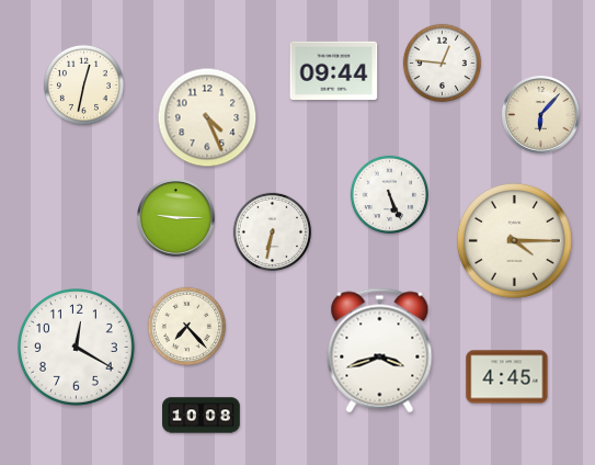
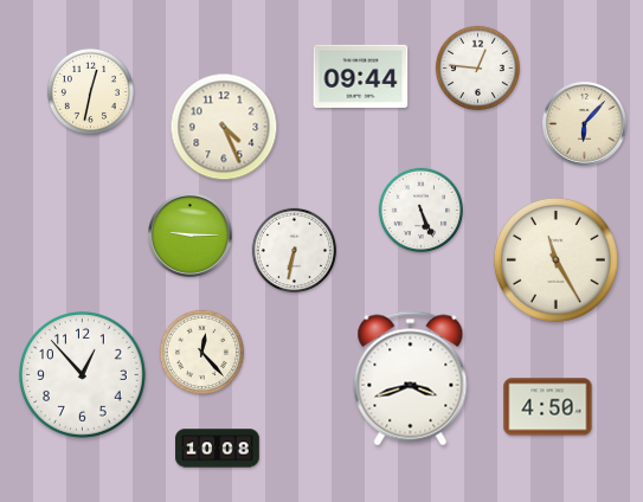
clock at (514, 240): 4:15 -> 11:25
clock at (186, 326): 7:23 -> 12:23
clock at (77, 348): 12:20 -> 12:53
clock at (507, 377): 4:45 -> 4:50
